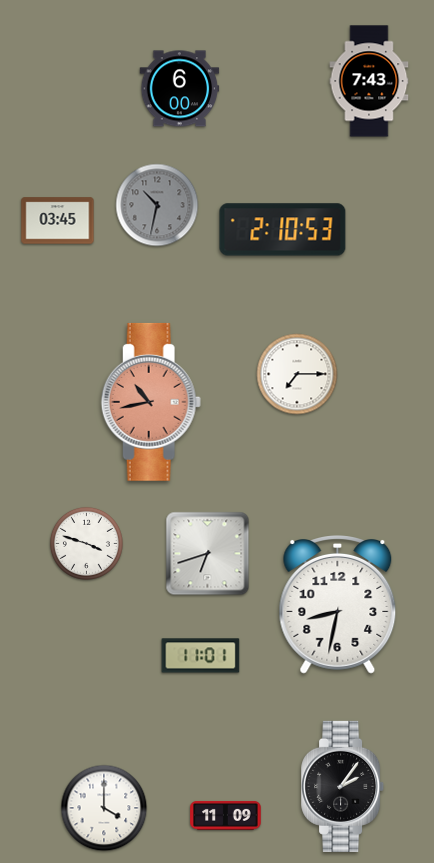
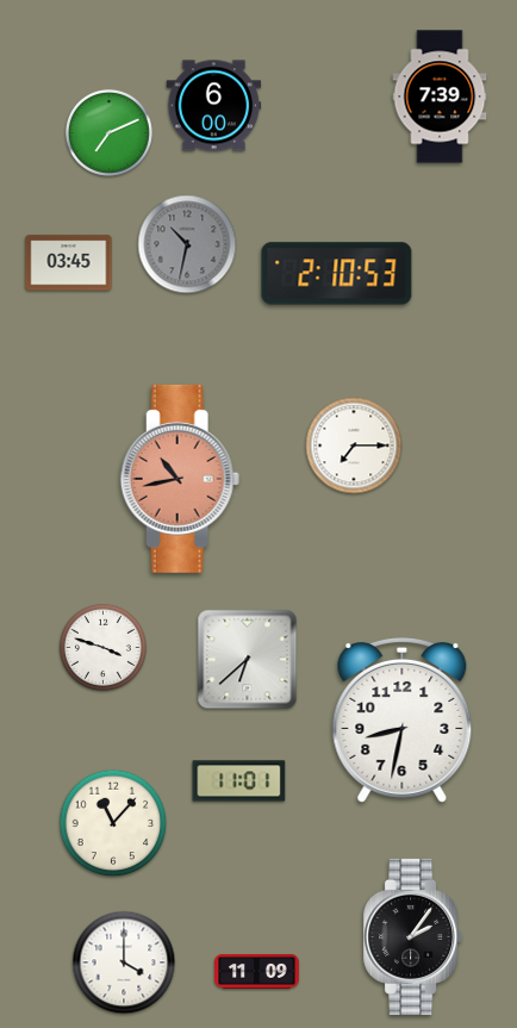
clock at (369, 81): 7:43 -> 7:39
clock at (108, 132): none -> 7:11
clock at (208, 554): 6:42 -> 6:38
clock at (113, 823): none -> 11:07
clock at (343, 786) position: (343, 786) -> (413, 936)
clock at (226, 815) position: (226, 815) -> (257, 971)
